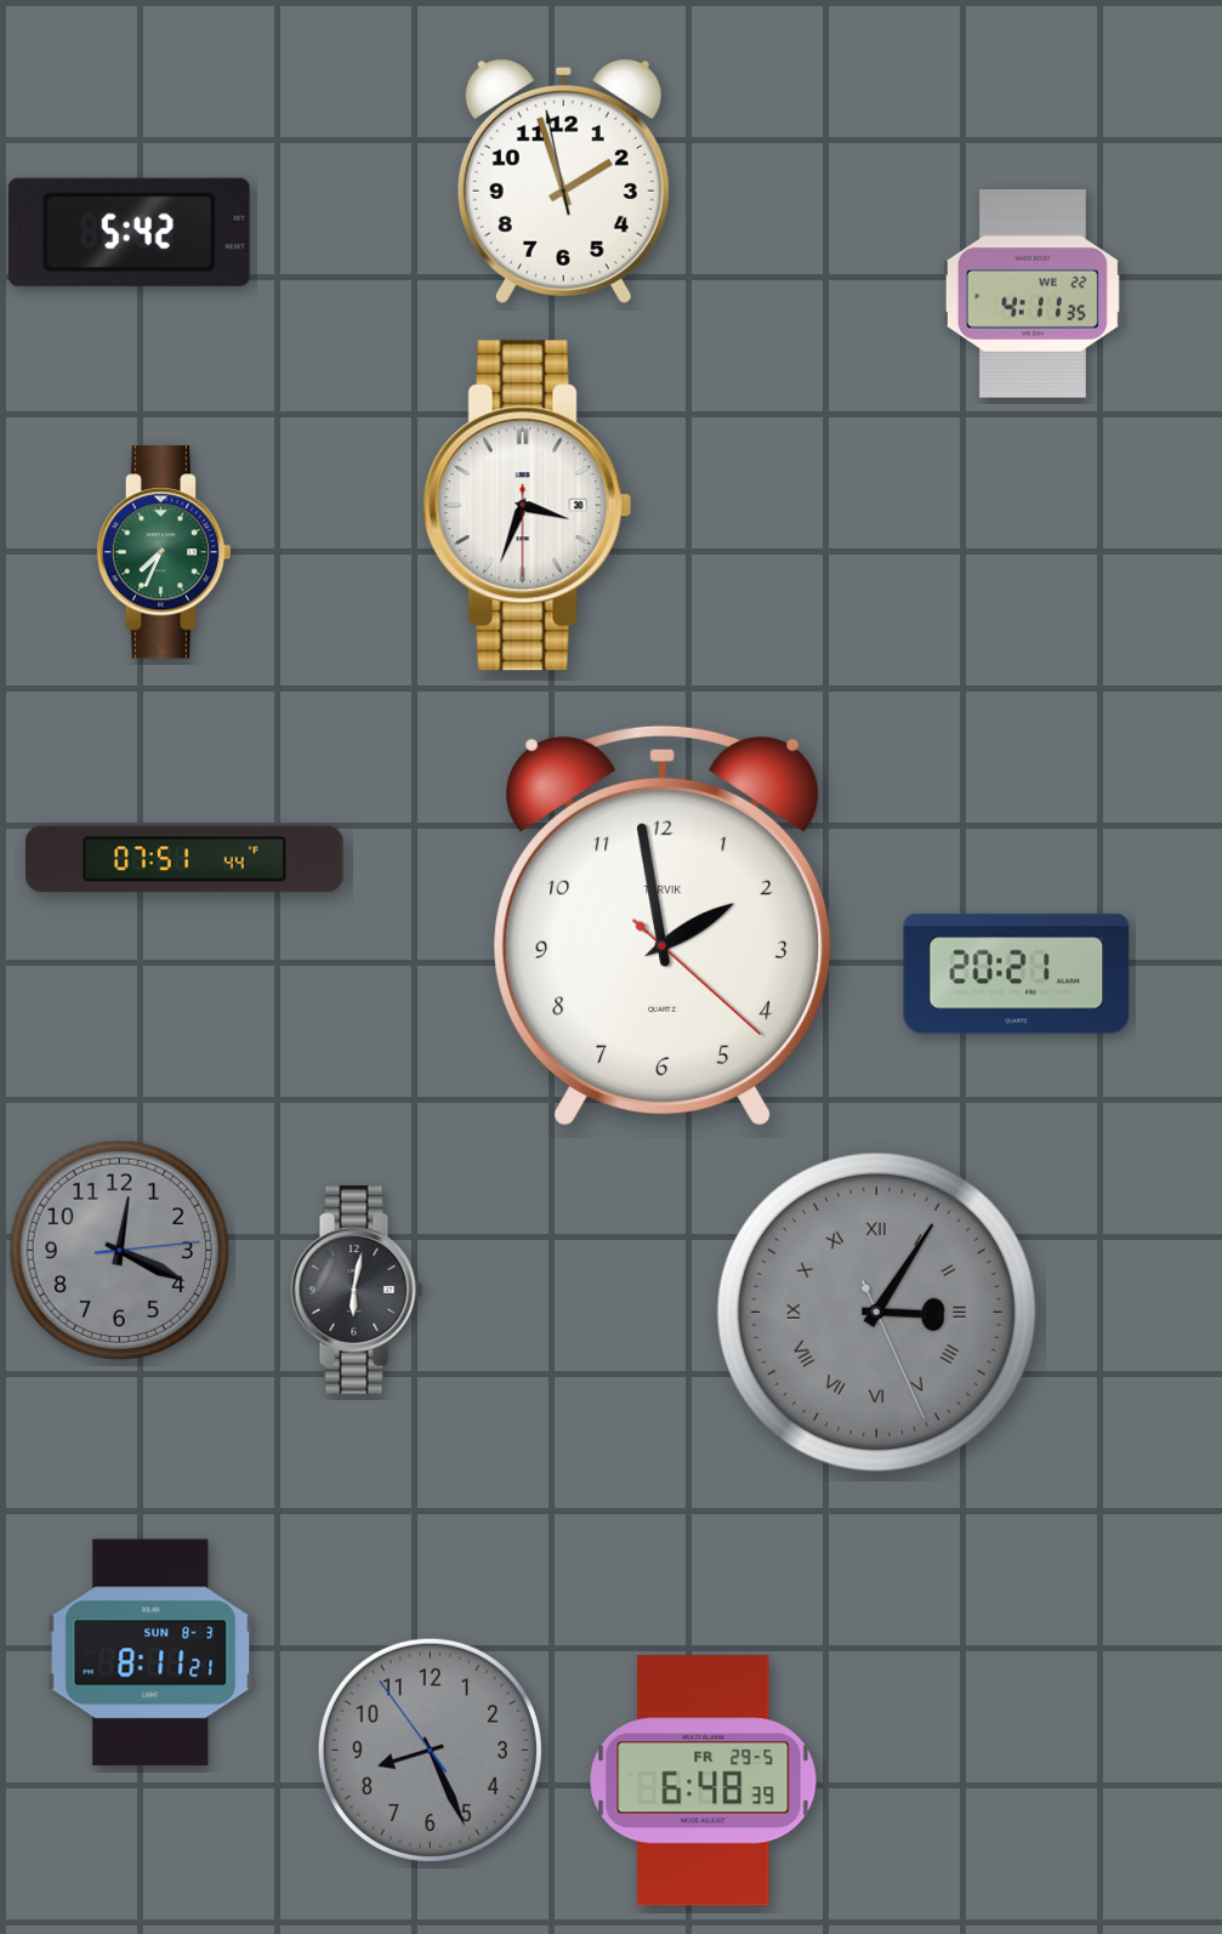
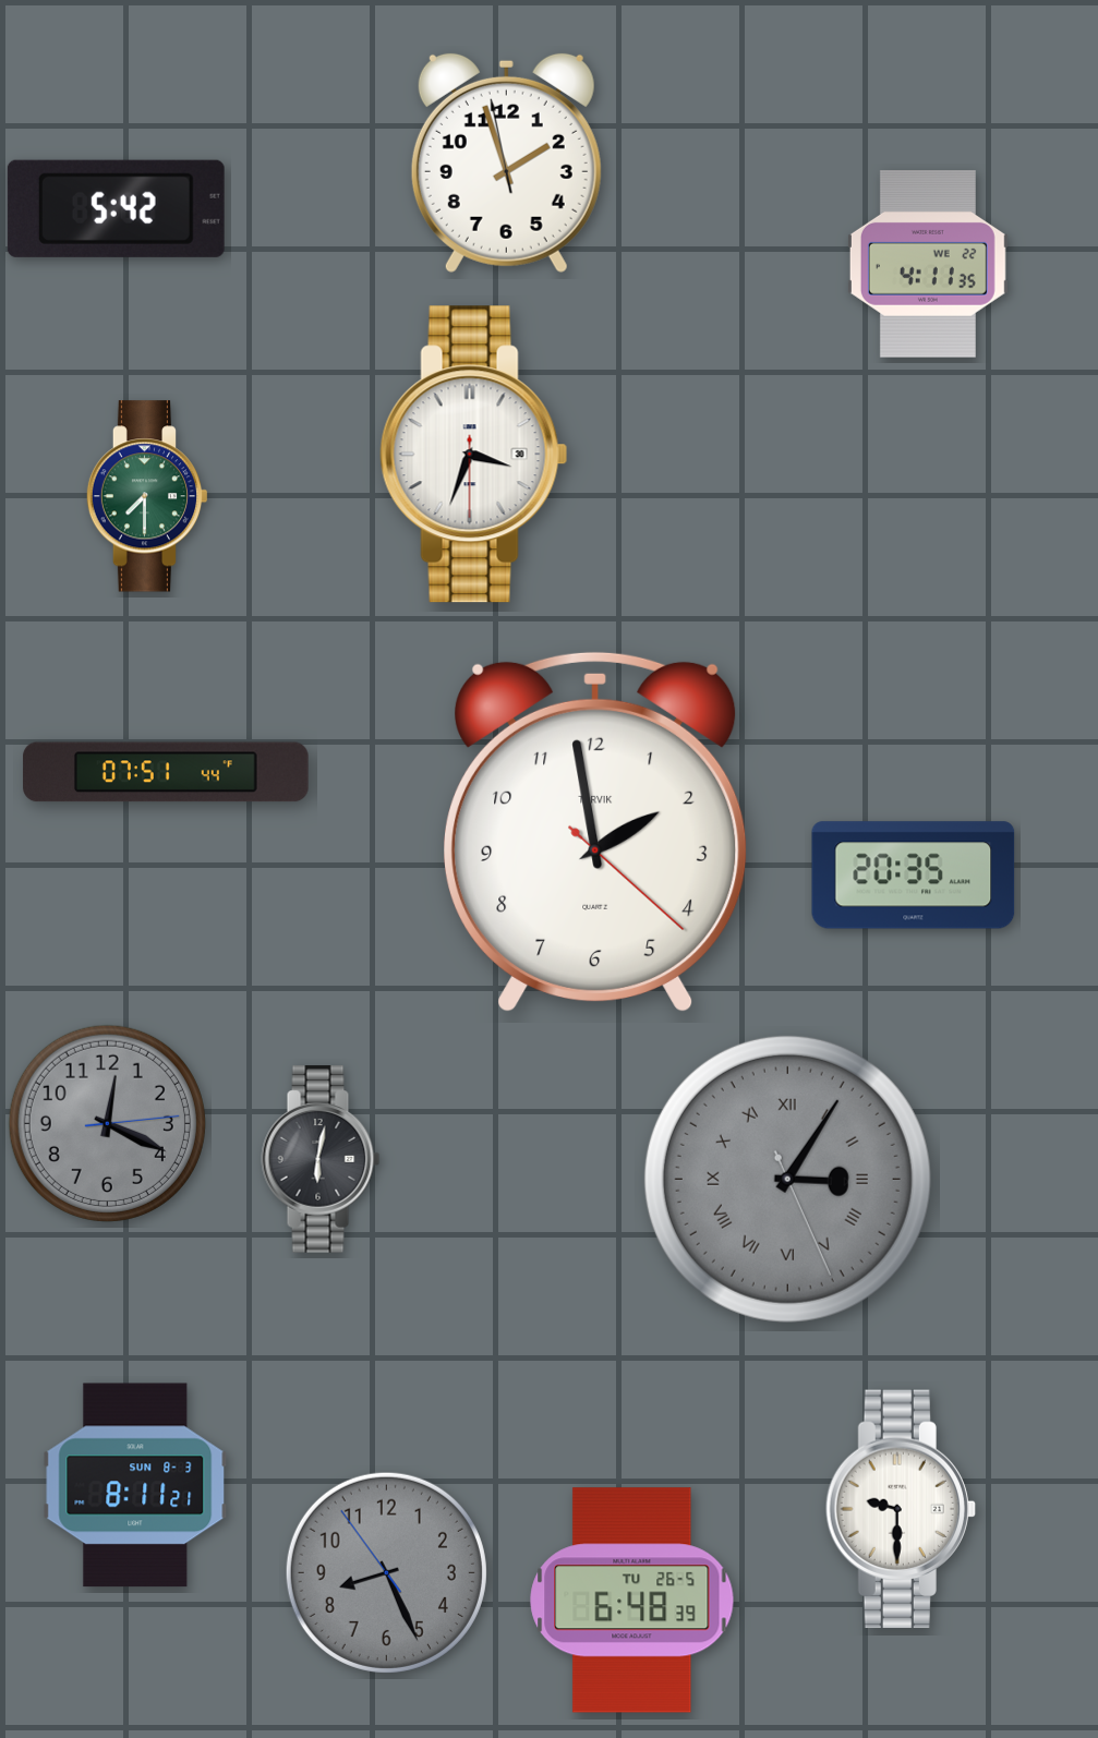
clock at (164, 552): 7:34 -> 7:30
clock at (1017, 974): 20:21 -> 20:35
clock at (901, 1509): none -> 9:30
clock at (704, 1781) date: FR 29-5 -> TU 26-5
